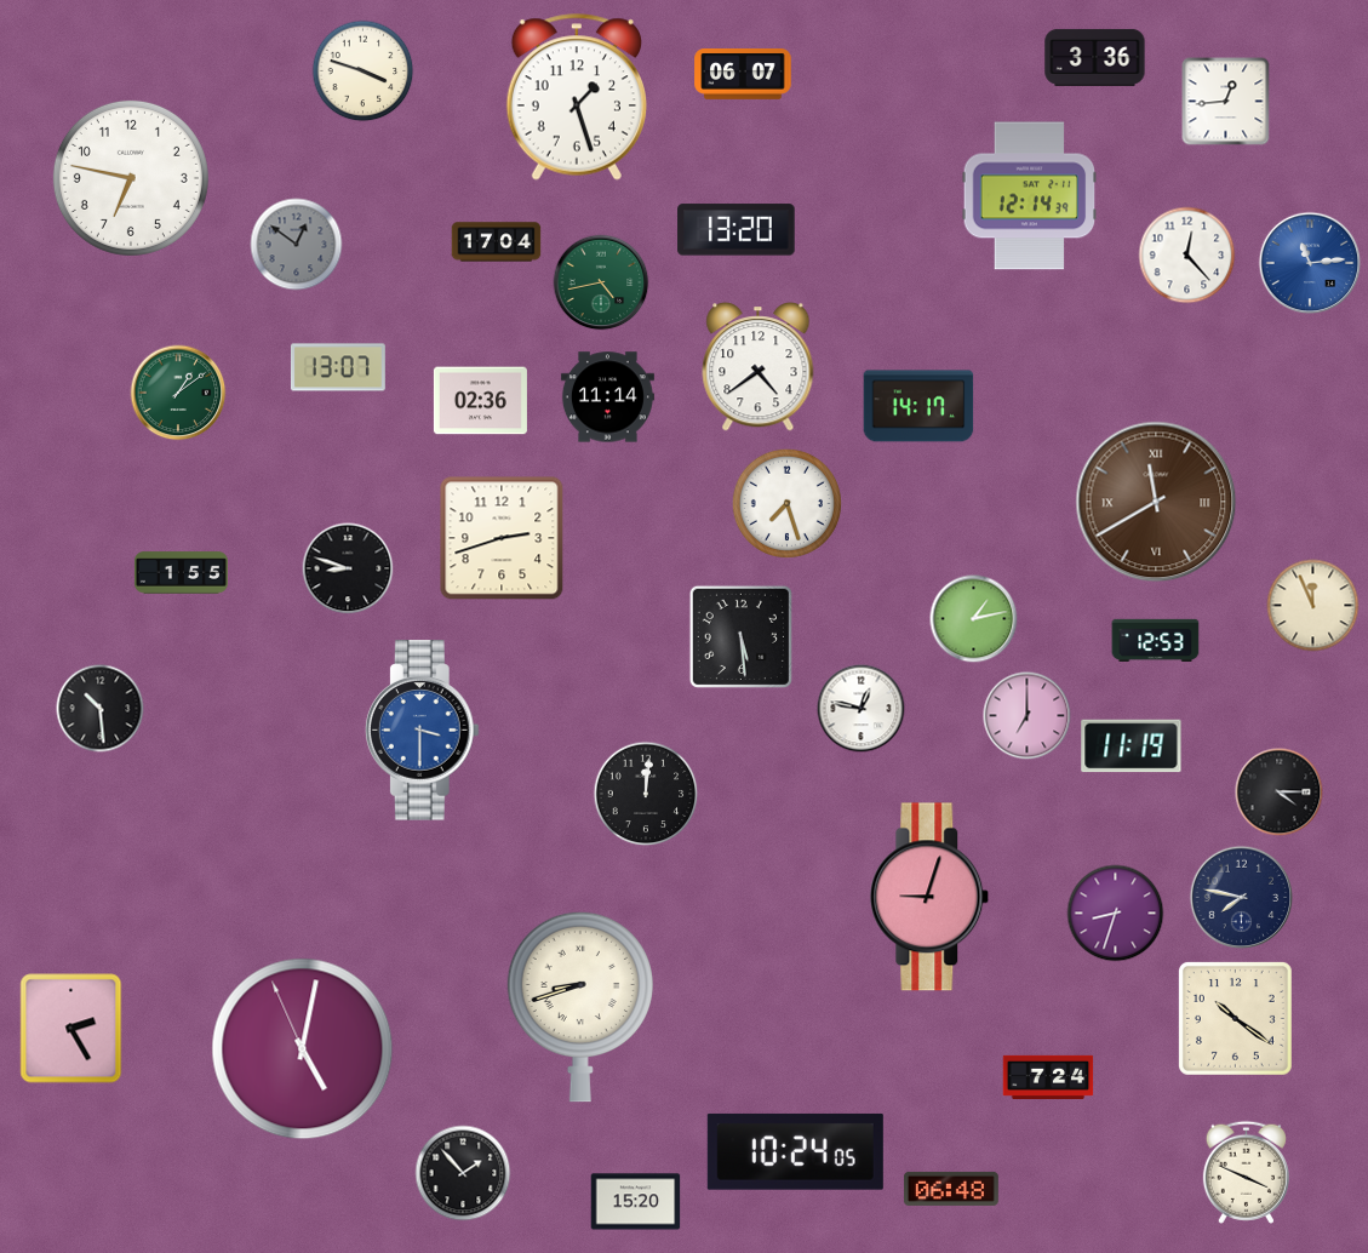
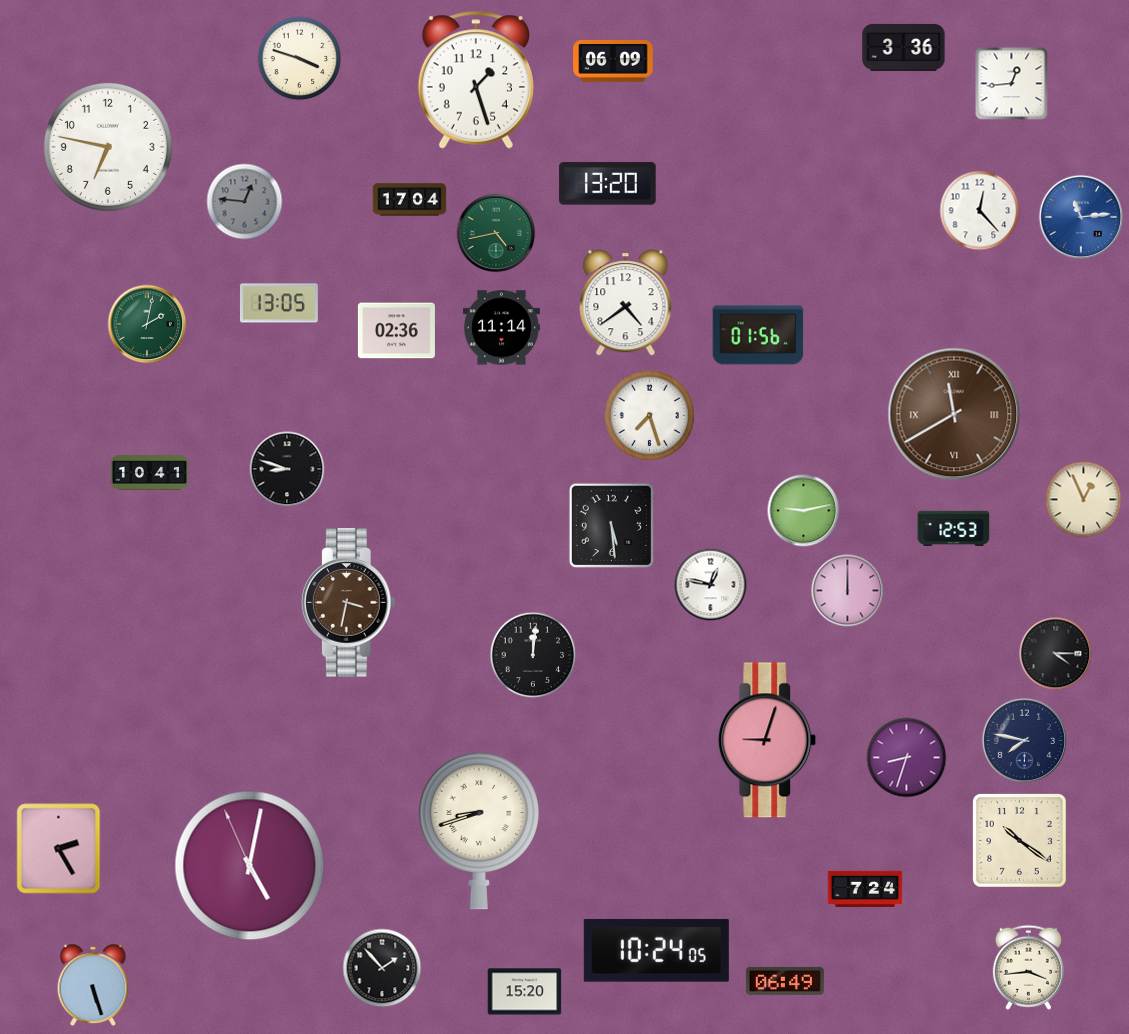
clock at (743, 75): 06:07 -> 06:09
clock at (1030, 196): 12:14 -> none
clock at (737, 230) position: (737, 230) -> (608, 184)
clock at (297, 245): 12:51 -> 12:46
clock at (338, 367): 13:07 -> 13:05
clock at (178, 393): 1:09 -> 2:02
clock at (918, 406): 14:17 -> 01:56
clock at (502, 538): 2:42 -> none
clock at (181, 573): 1:55 -> 10:41
clock at (1313, 606): 11:56 -> 12:56
clock at (974, 619): 1:13 -> 9:13
clock at (101, 709): 10:29 -> none
clock at (1028, 716): 7:00 -> 12:00
clock at (422, 731): 3:30 -> 3:32
clock at (422, 731) dial: blue -> brown
clock at (1132, 746): 11:19 -> none
clock at (1116, 914) position: (1116, 914) -> (907, 758)
clock at (1246, 1172): 3:49 -> 3:44
clock at (951, 1189): 06:48 -> 06:49
clock at (93, 985): none -> 5:27
